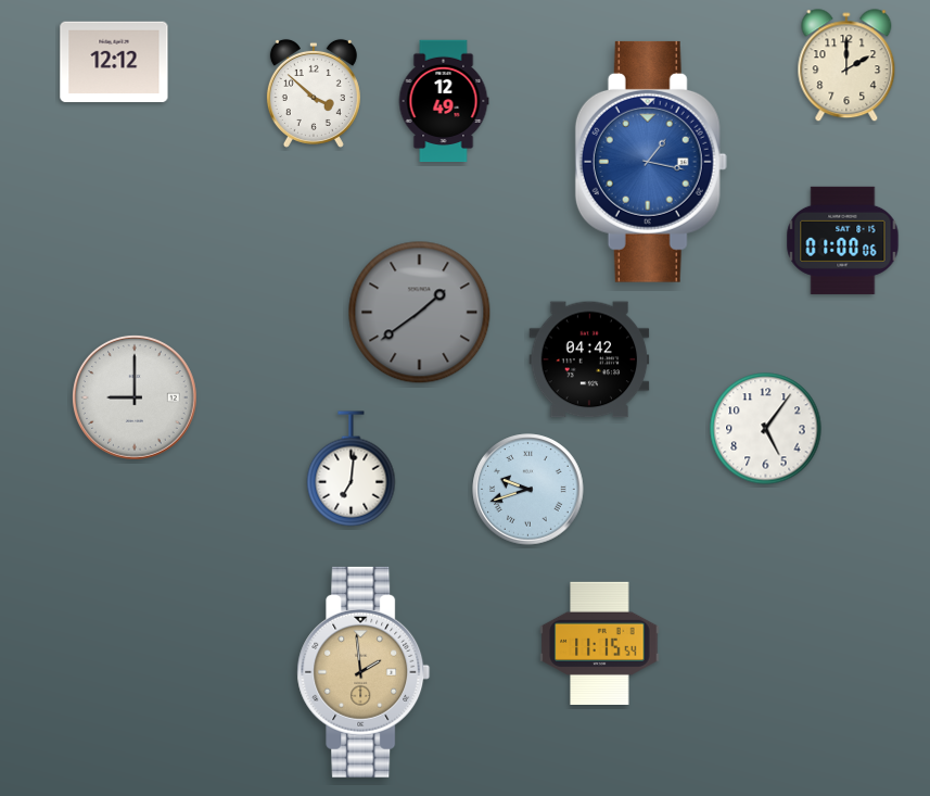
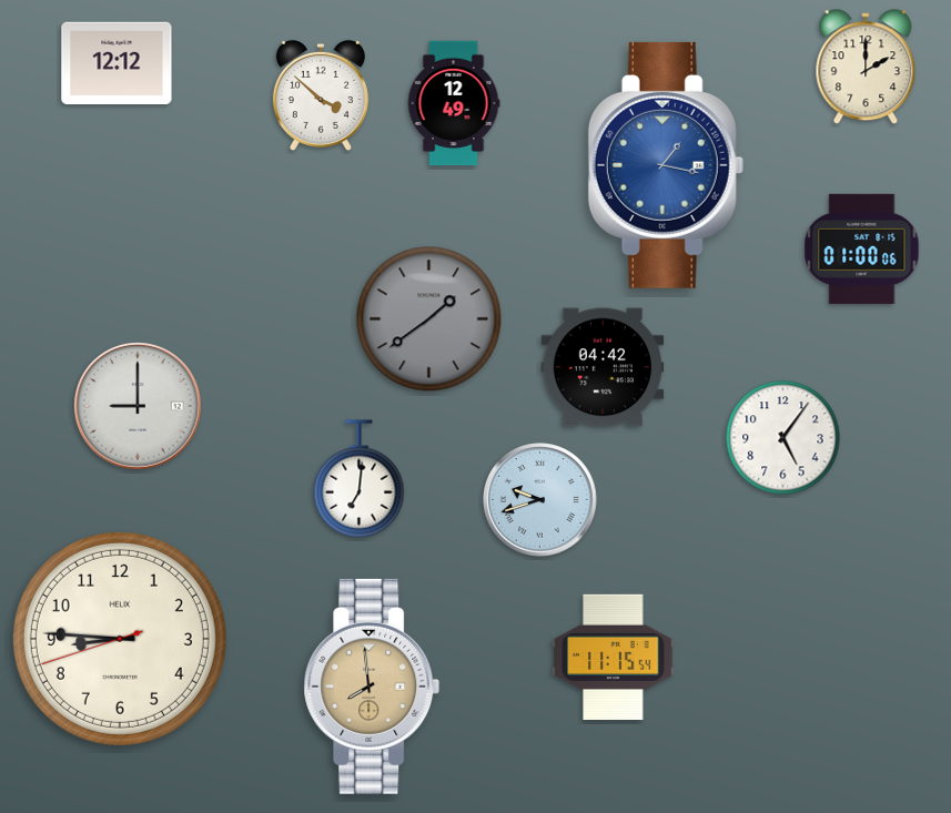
clock at (843, 240) position: (843, 240) -> (862, 248)
clock at (120, 639): none -> 8:45
clock at (364, 672): 1:59 -> 7:59
